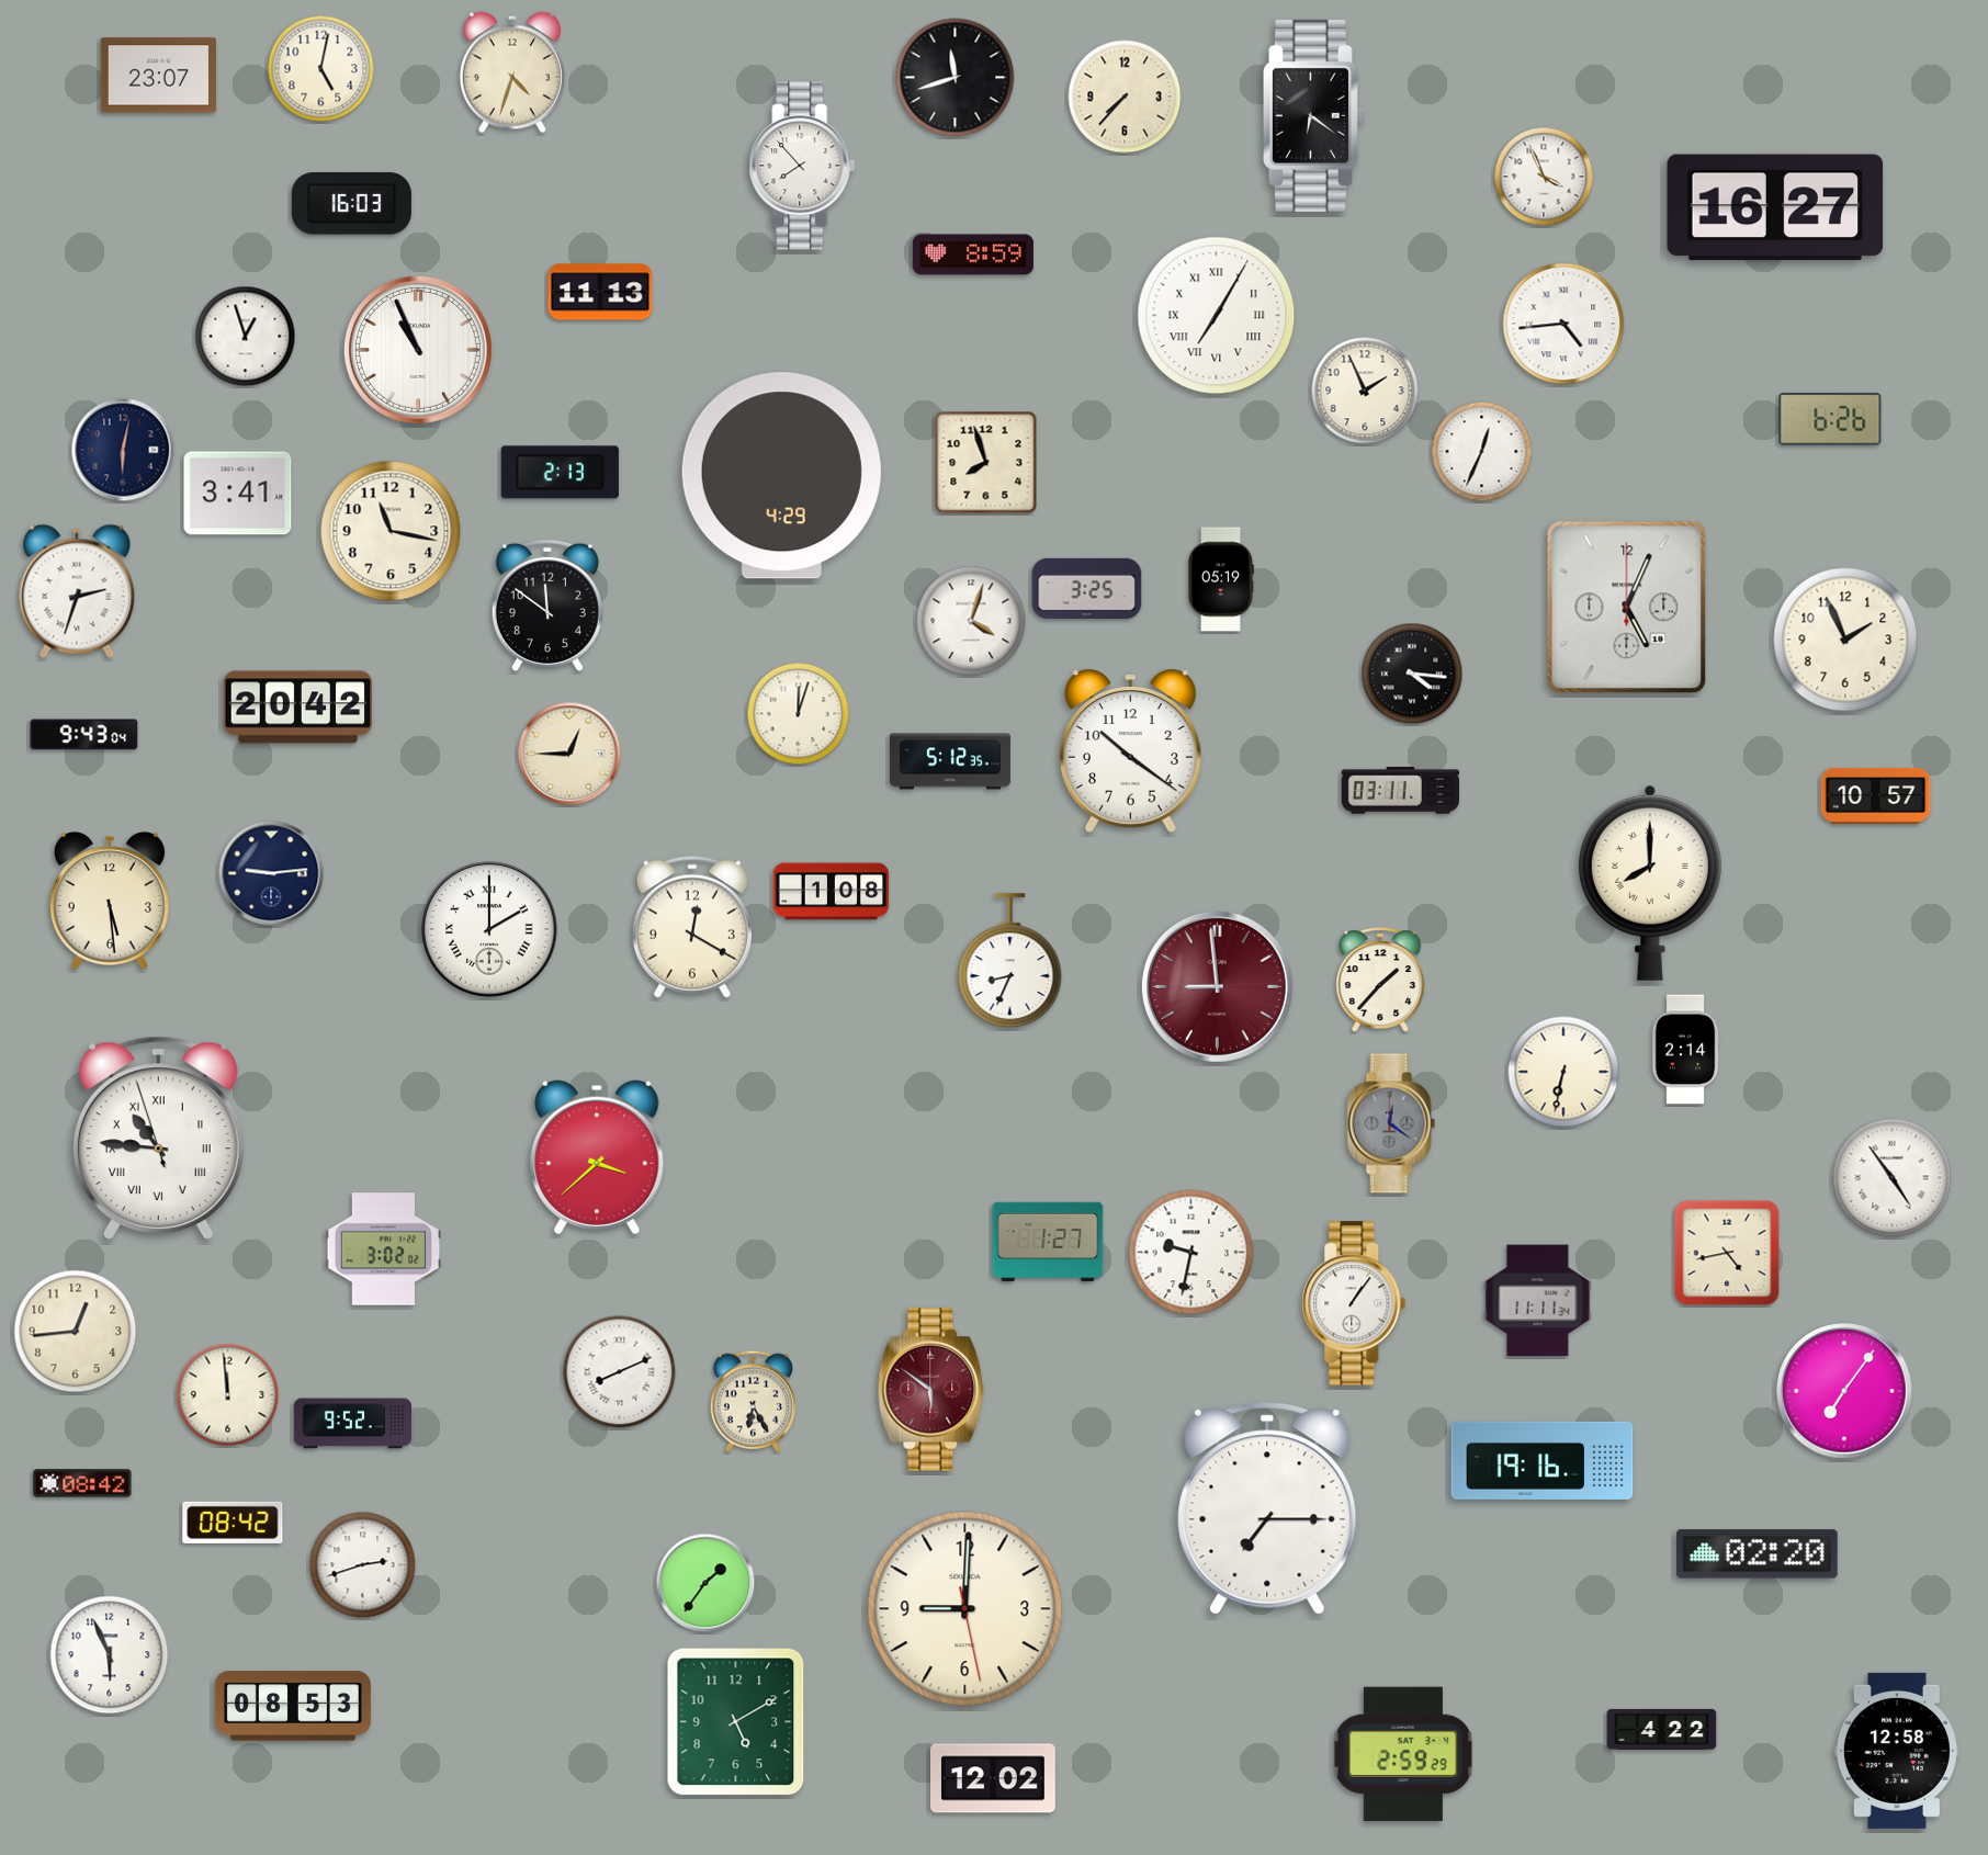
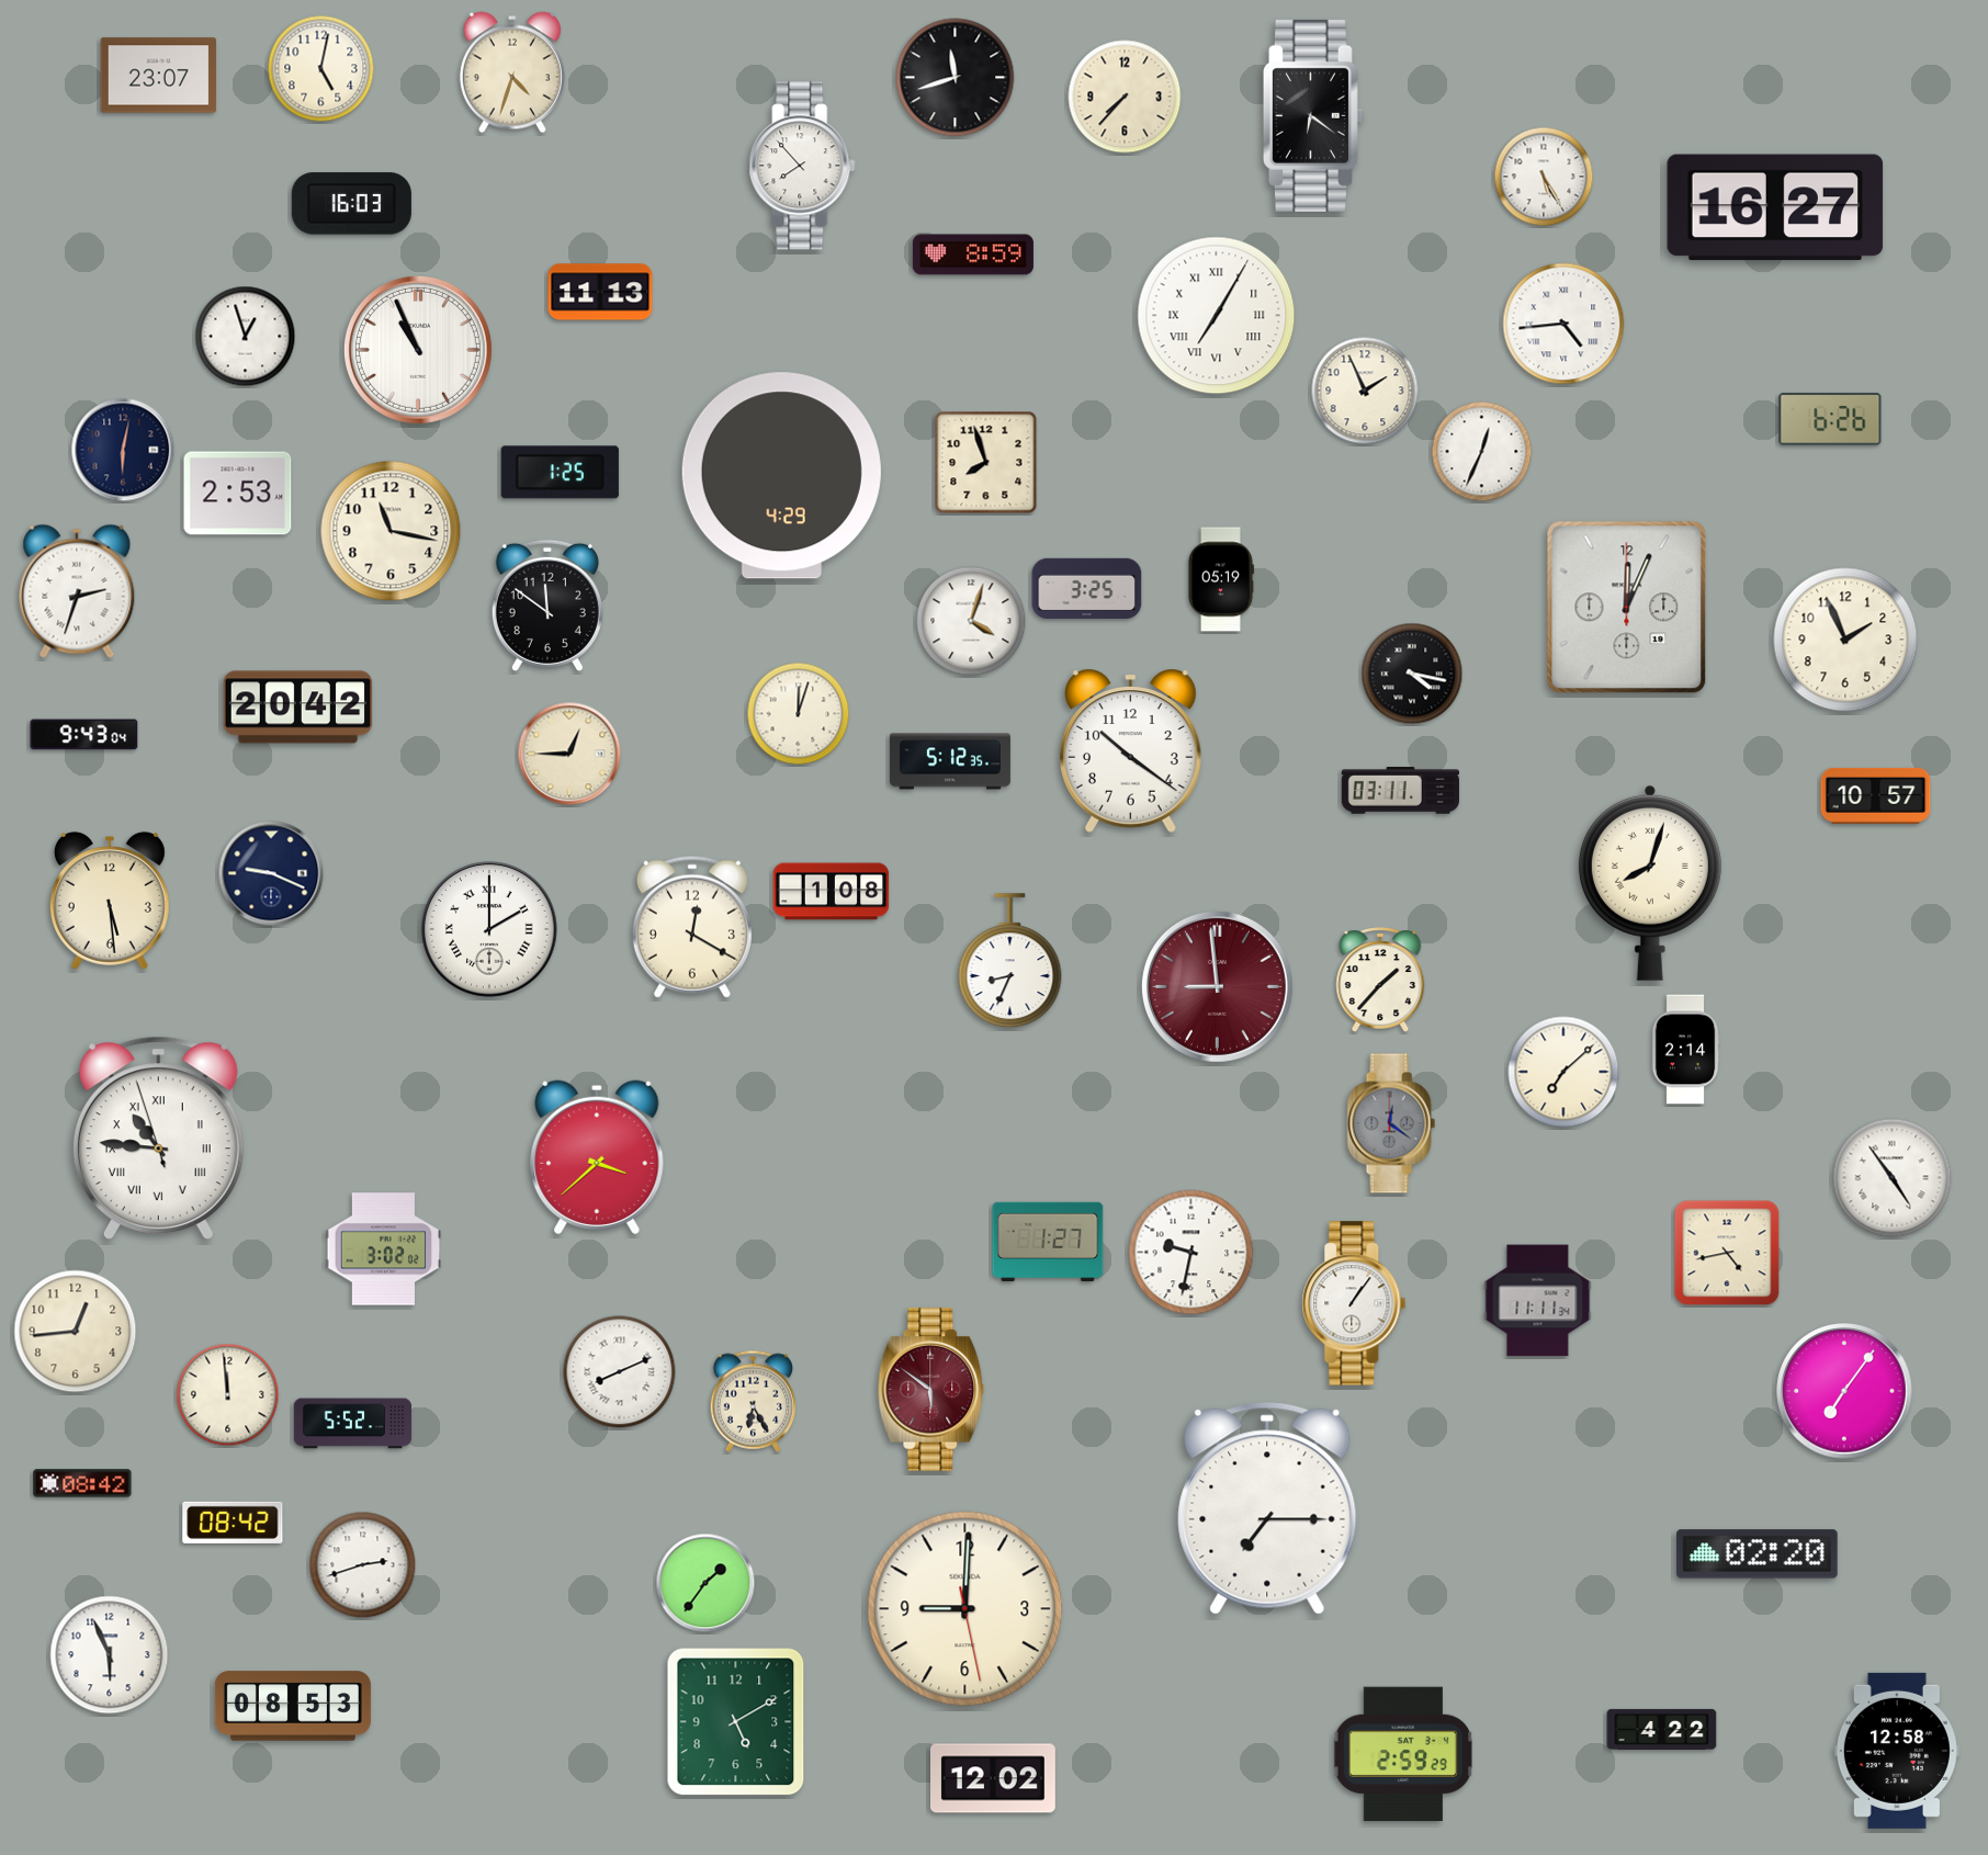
clock at (1544, 177): 3:56 -> 5:25
clock at (560, 473): 2:13 -> 1:25
clock at (238, 494): 3:41 -> 2:53
clock at (1627, 608): 5:04 -> 12:04
clock at (1412, 674): 4:16 -> 4:17
clock at (271, 873): 9:14 -> 9:19
clock at (1650, 883): 8:00 -> 8:03
clock at (1563, 1072): 6:32 -> 7:08
clock at (352, 1424): 9:52 -> 5:52
clock at (1543, 1460): 19:16 -> none
